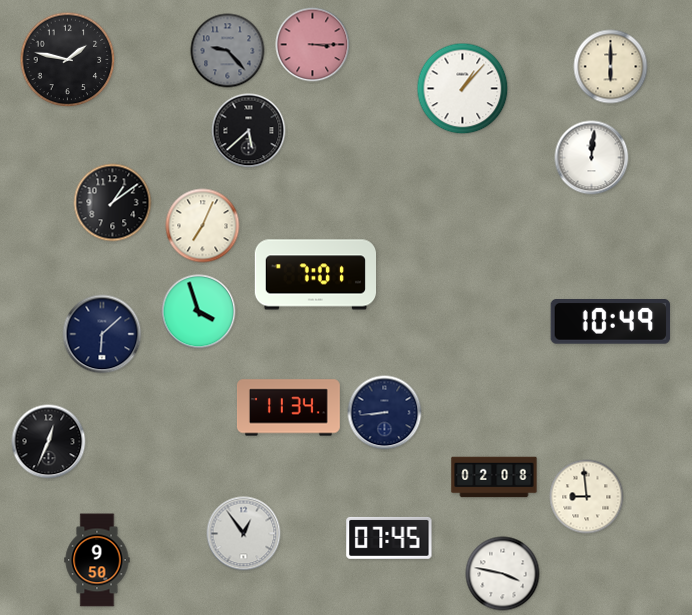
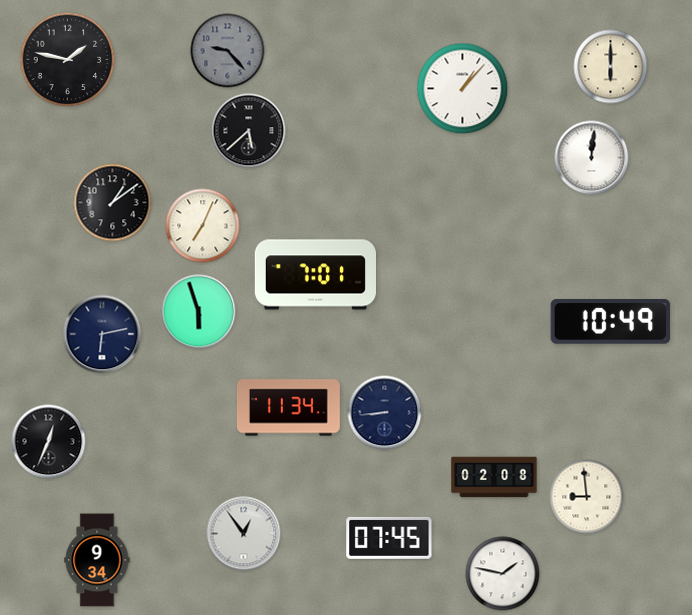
clock at (313, 45): 3:15 -> none
clock at (199, 312): 3:57 -> 5:57
clock at (102, 334): 6:08 -> 6:13
clock at (97, 560): 9:50 -> 9:34
clock at (503, 574): 3:47 -> 1:47
